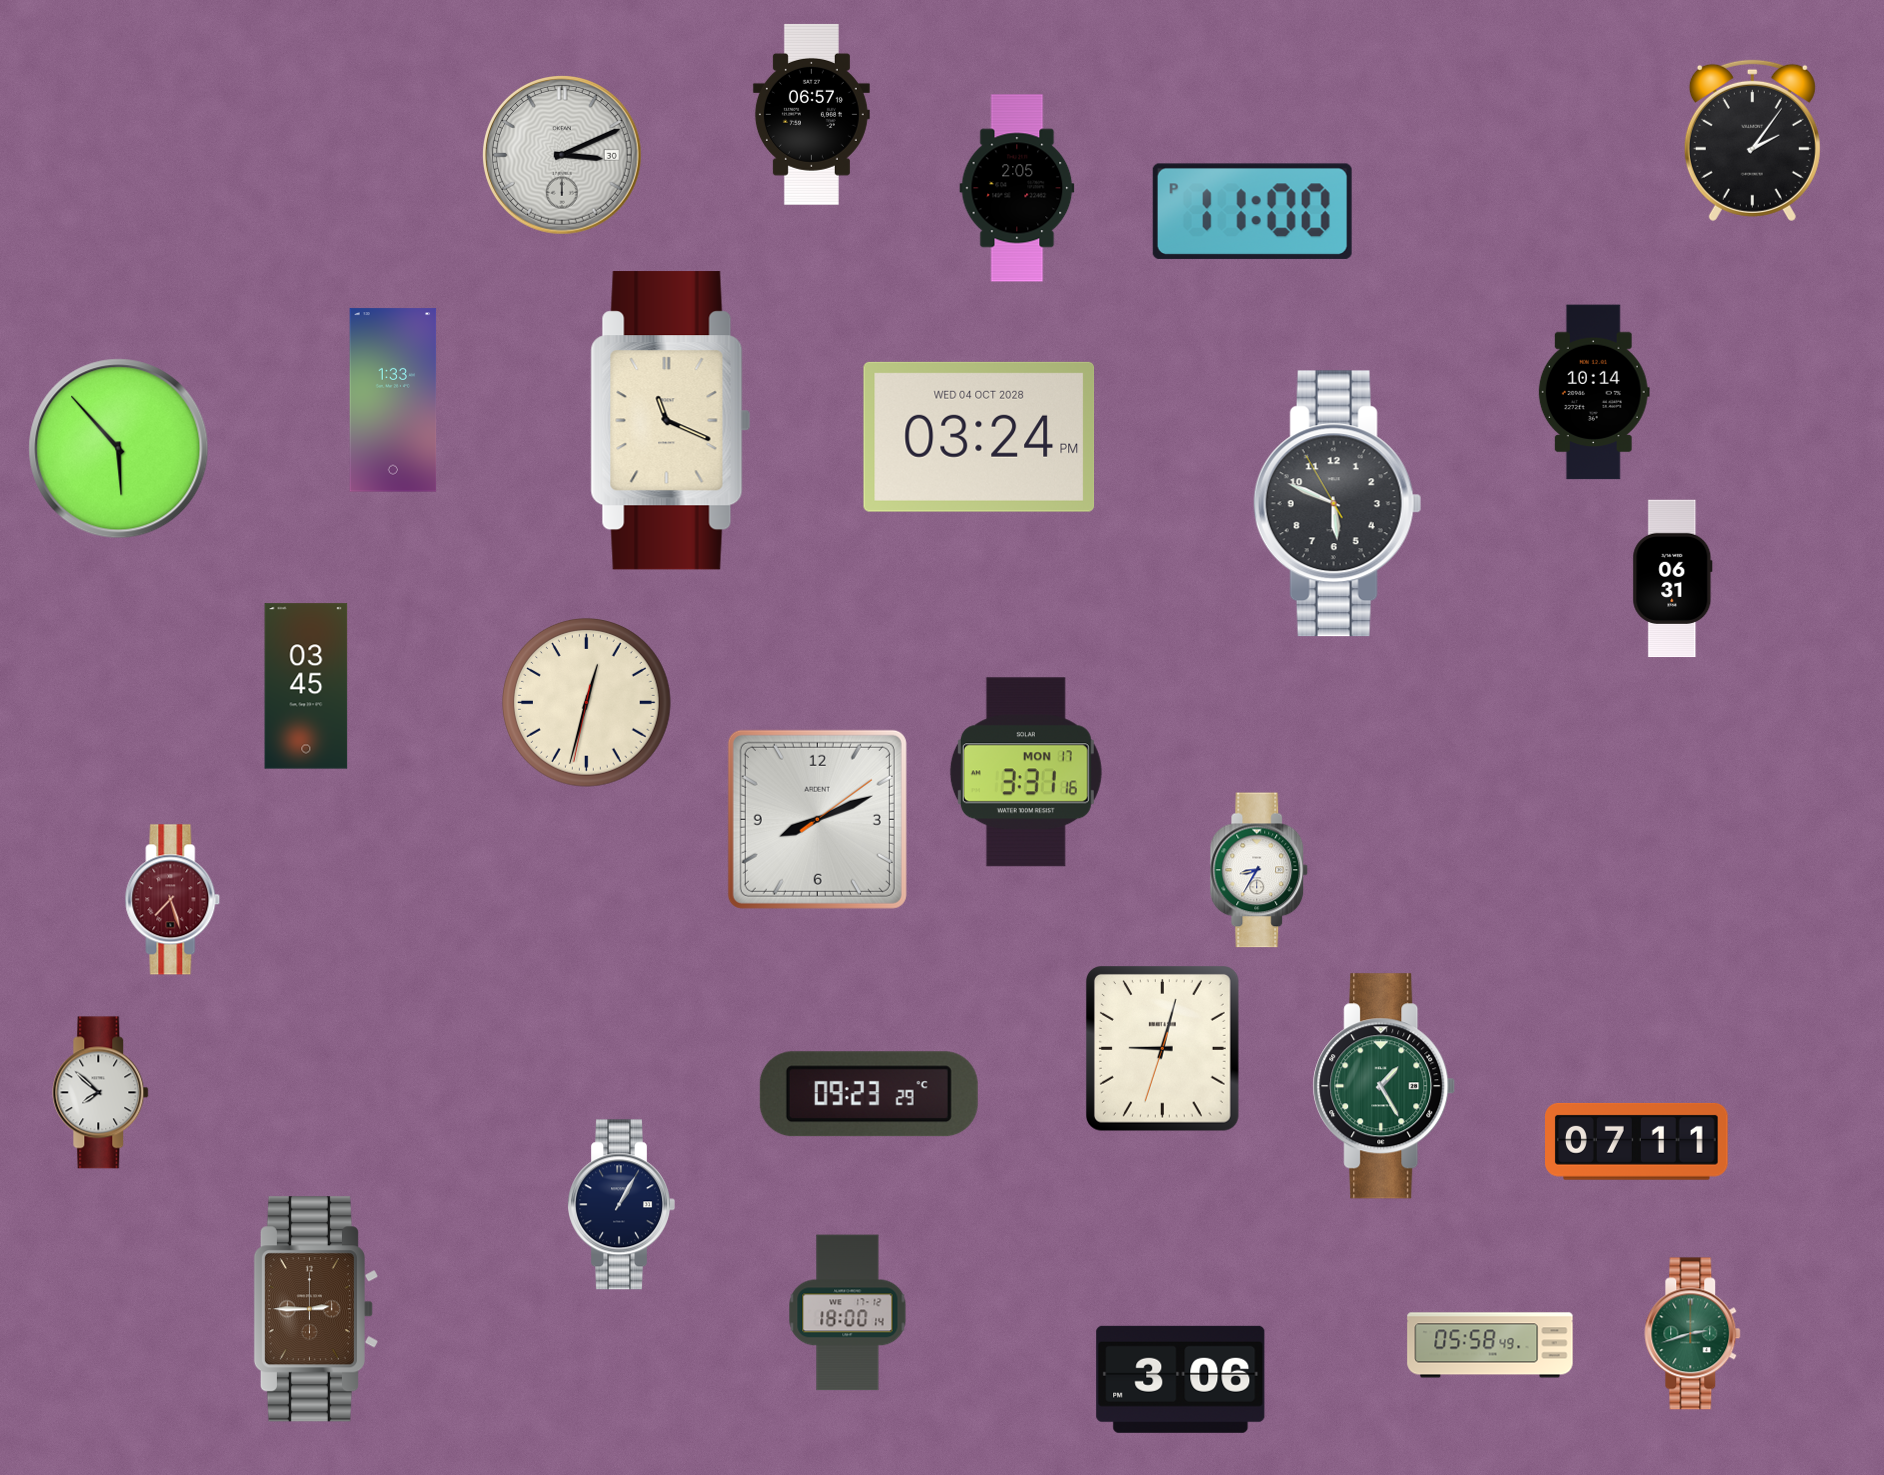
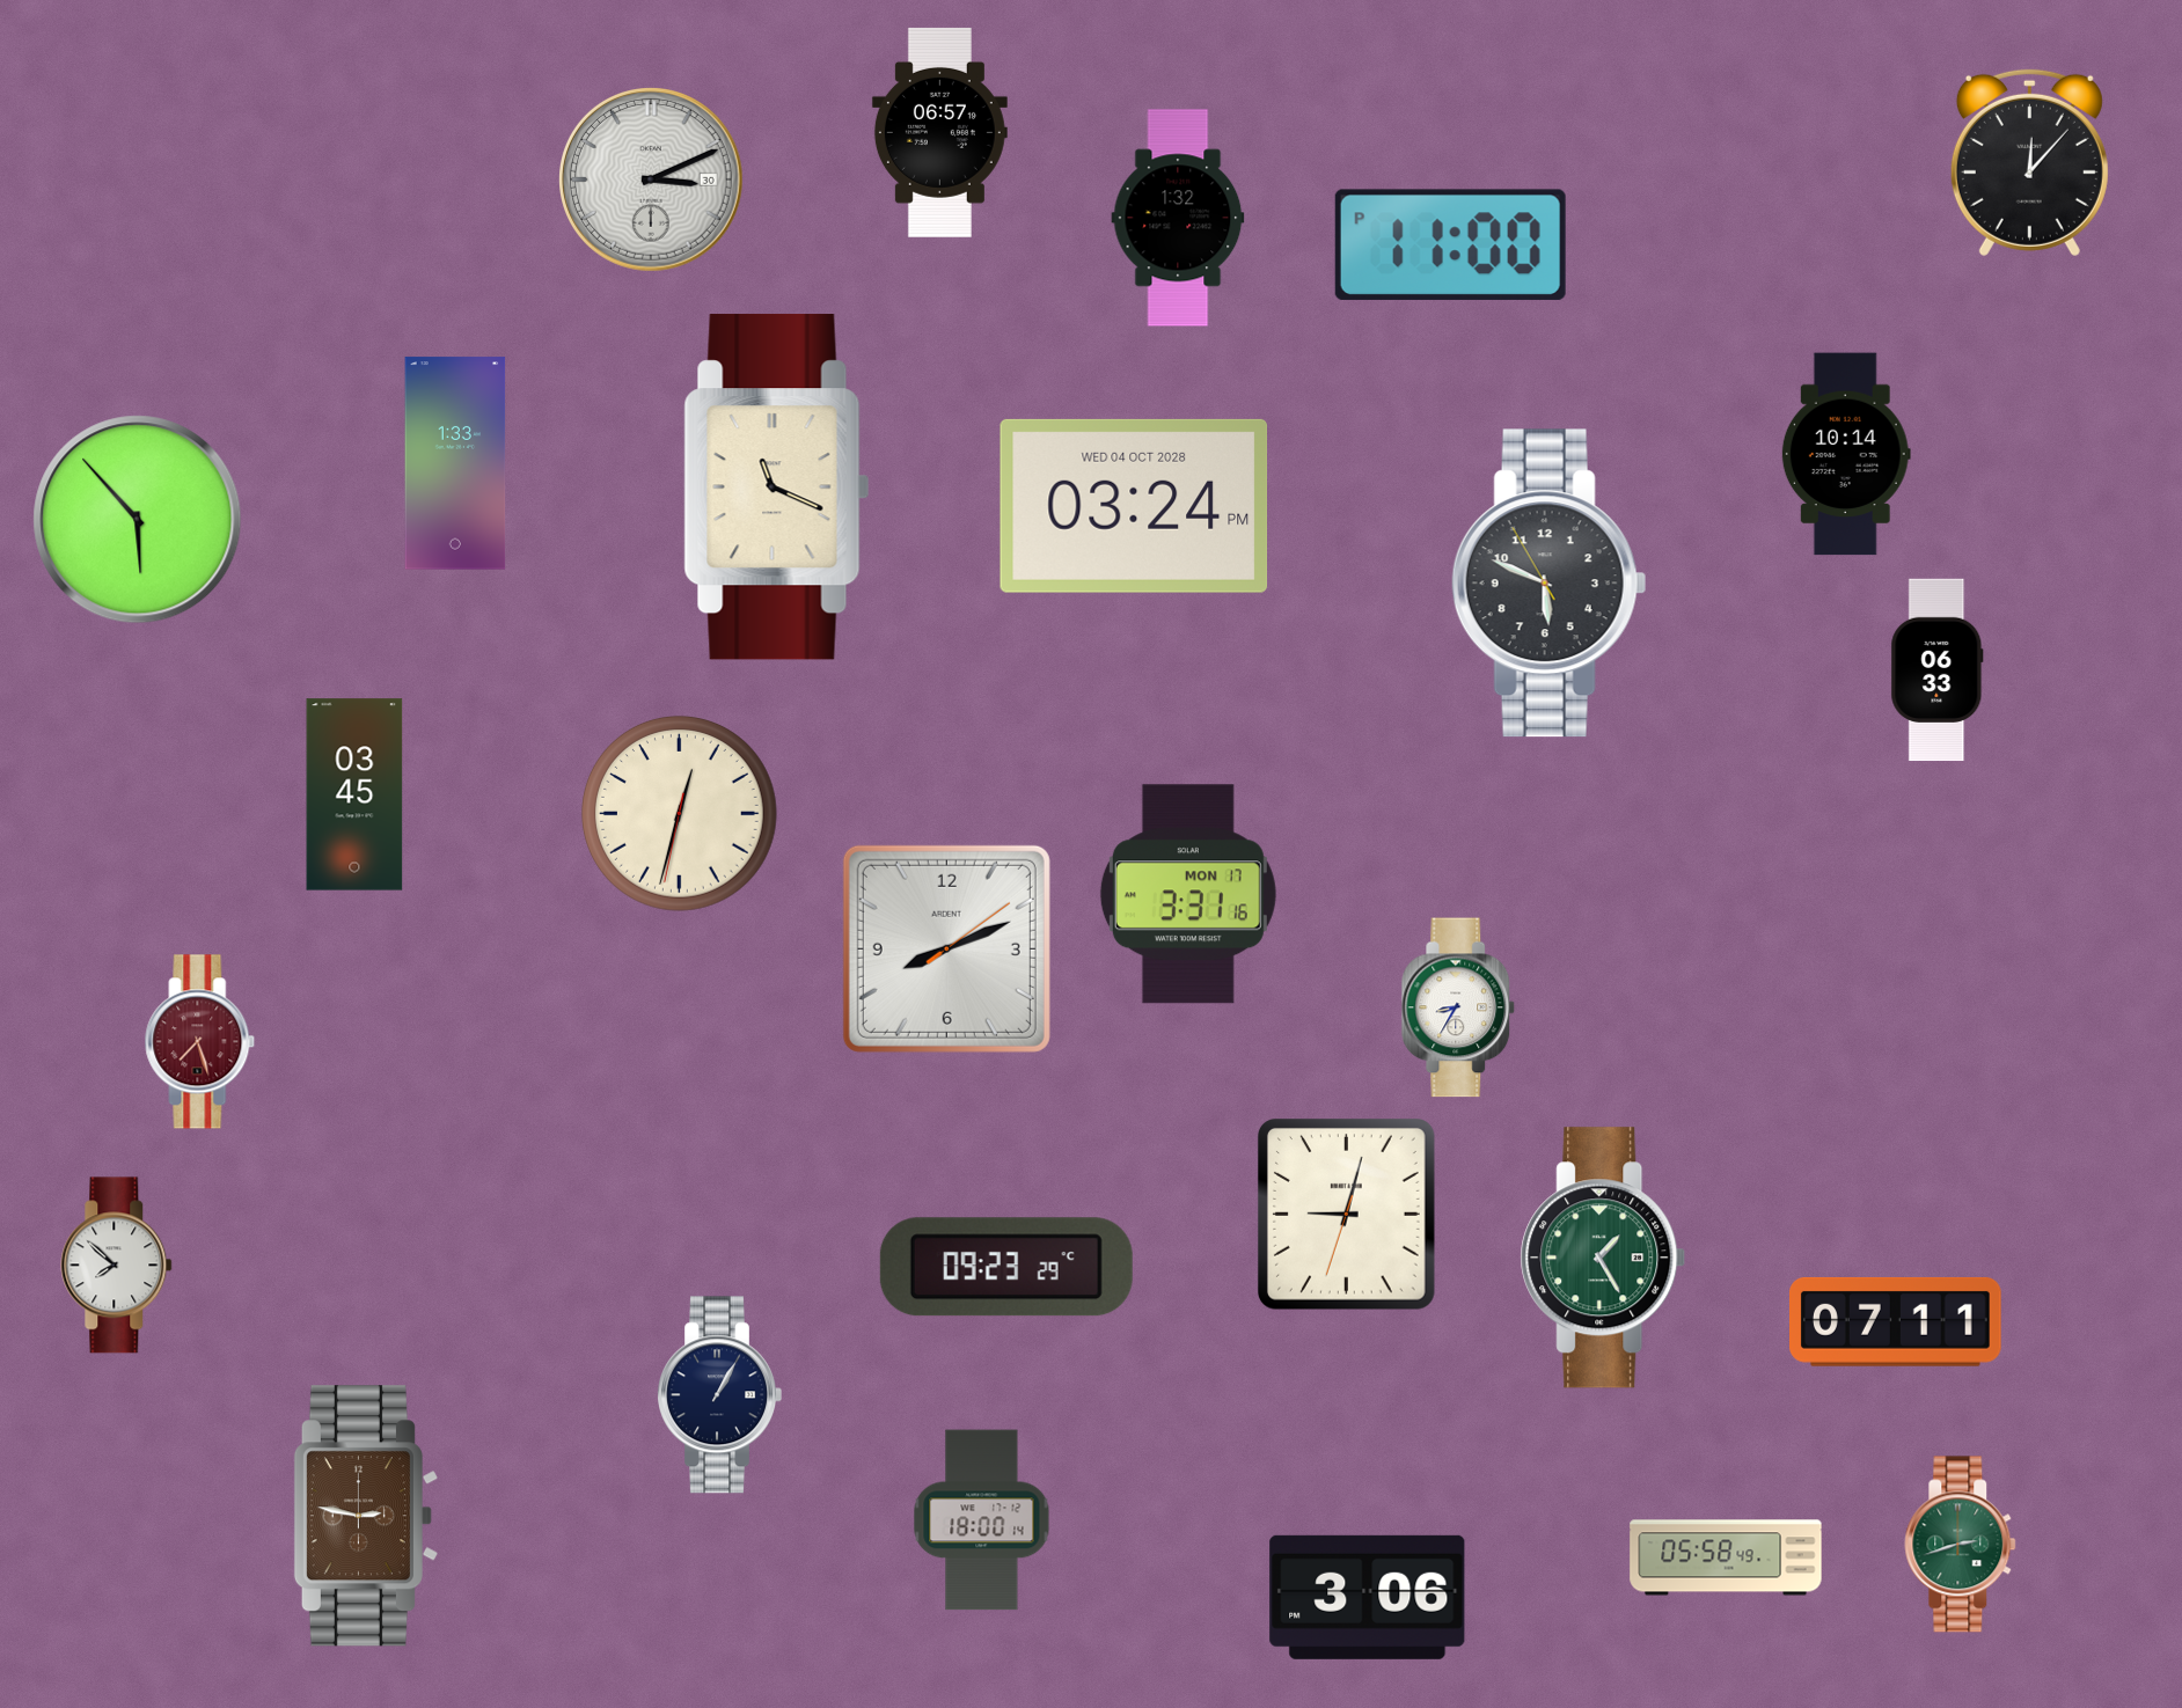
clock at (1752, 140): 2:06 -> 12:07
clock at (1017, 188): 2:05 -> 1:32
clock at (1673, 579): 06:31 -> 06:33
clock at (316, 1309): 2:45 -> 2:47
